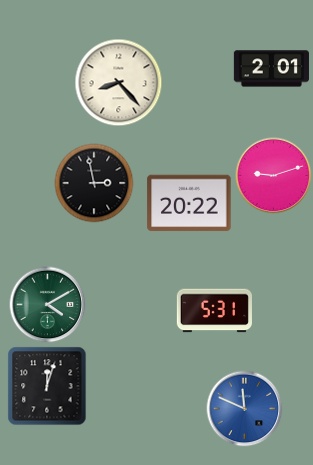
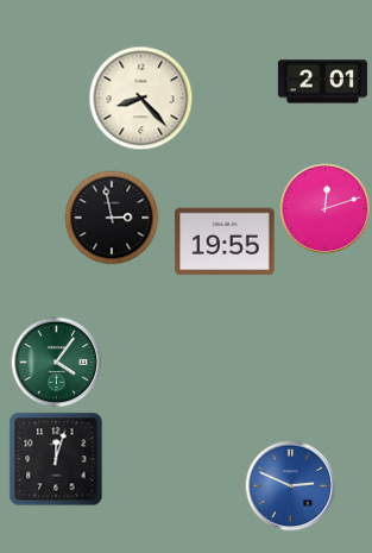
clock at (274, 176): 9:12 -> 12:12
clock at (189, 203): 20:22 -> 19:55
clock at (48, 305): 4:10 -> 4:06
clock at (214, 311): 5:31 -> none
clock at (245, 409): 11:49 -> 2:49
